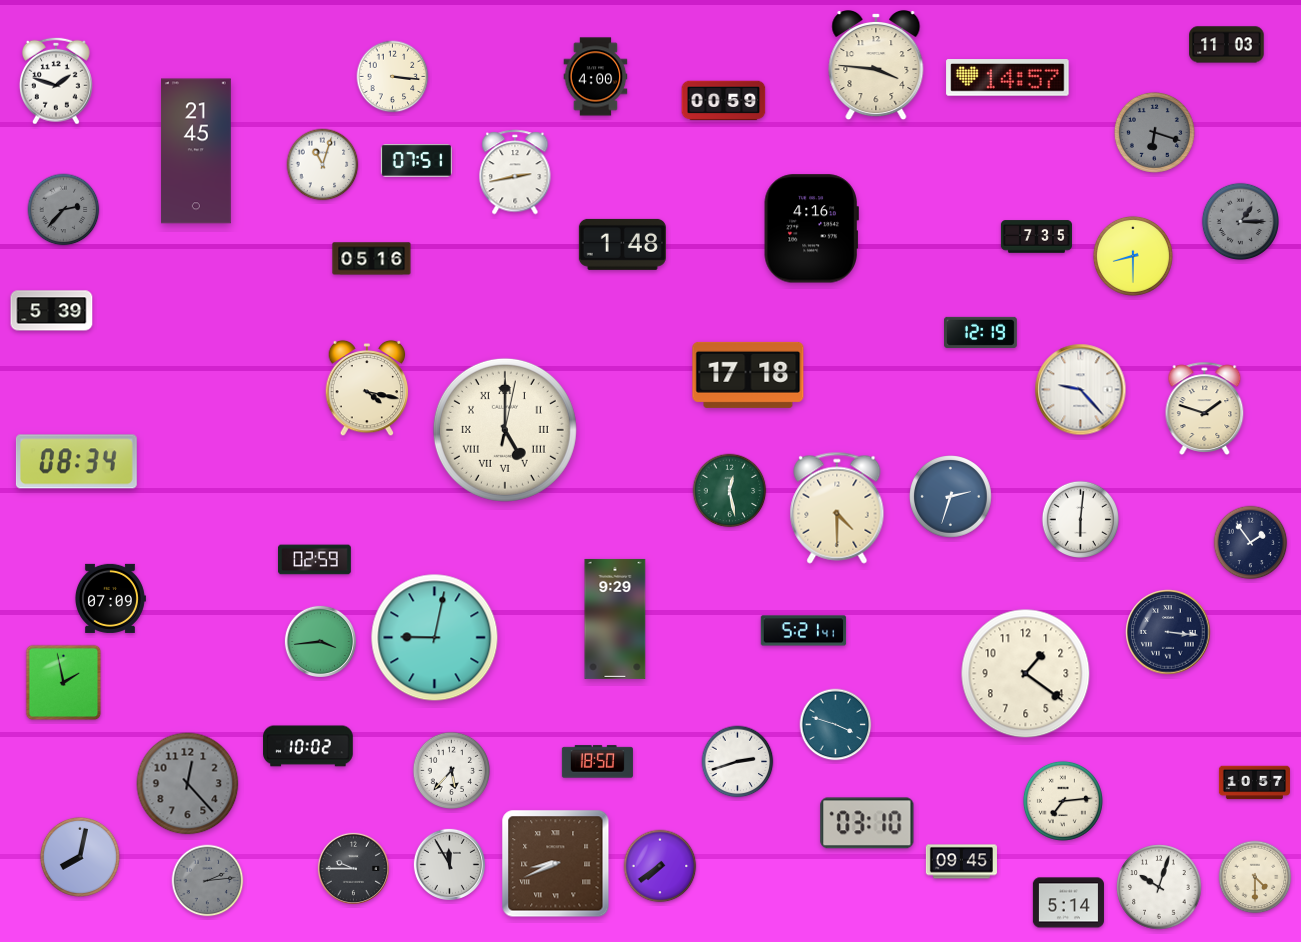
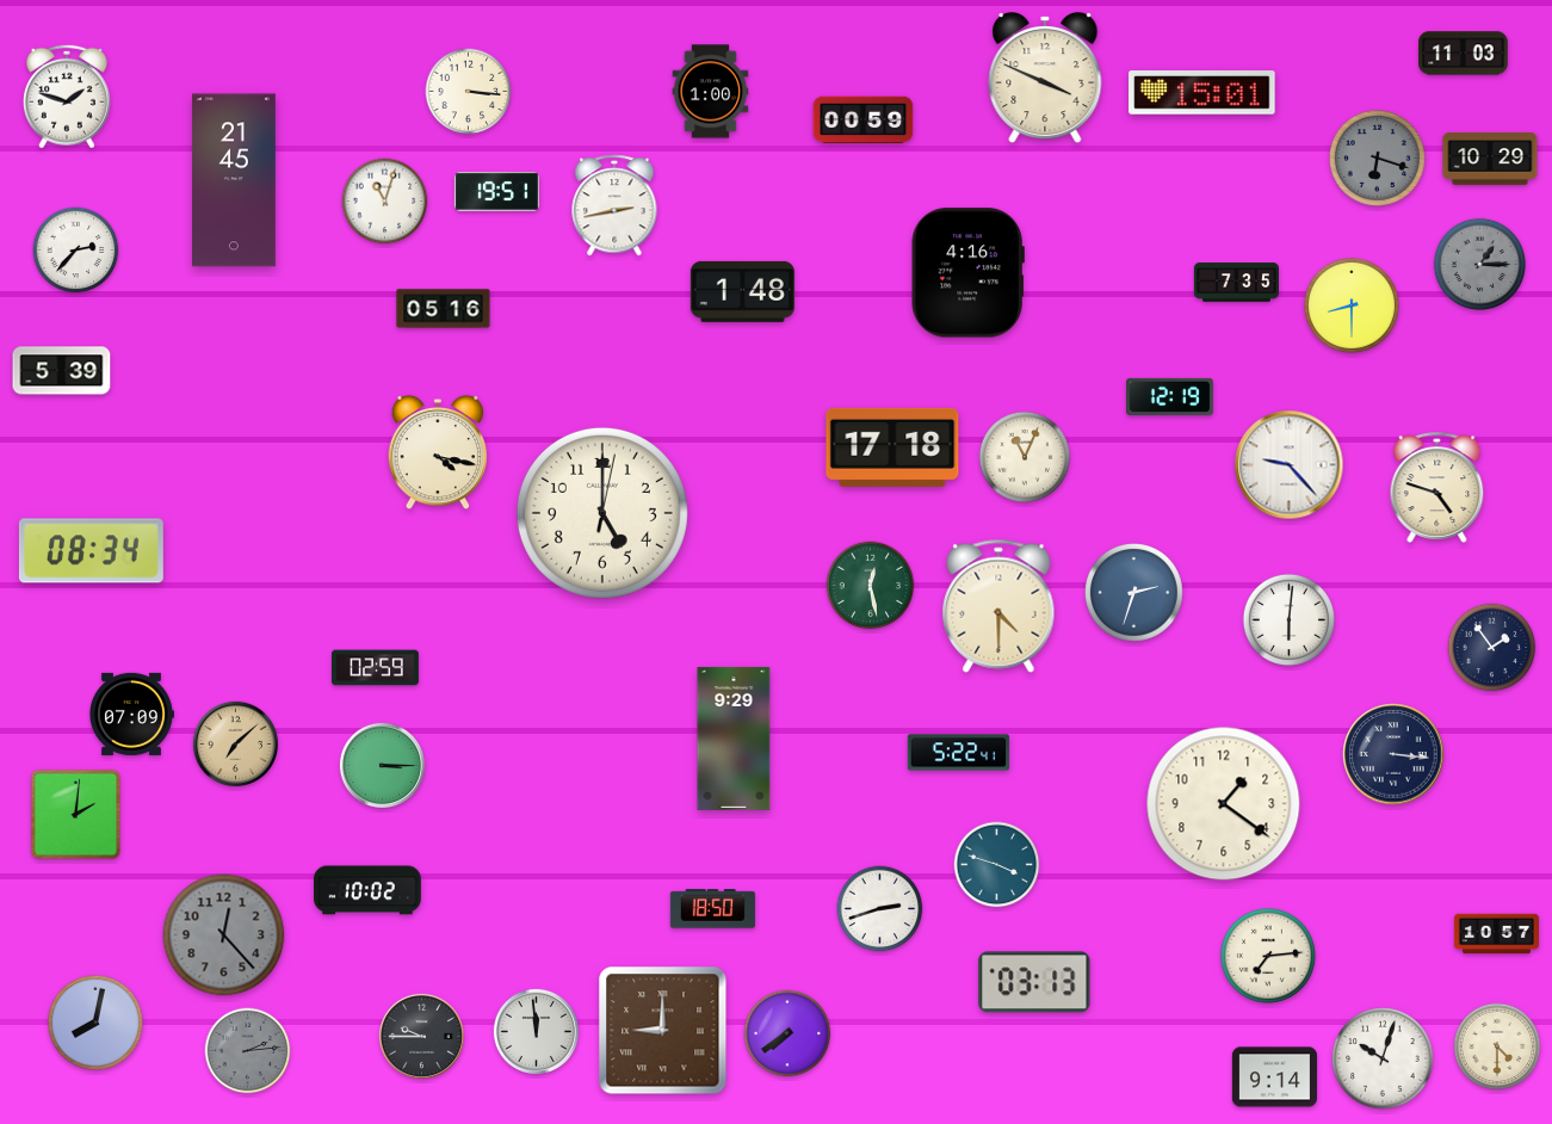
clock at (876, 66): 3:46 -> 3:49
clock at (596, 77): 4:00 -> 1:00
clock at (1008, 78): 14:57 -> 15:01
clock at (1490, 159): none -> 10:29
clock at (416, 161): 07:51 -> 19:51
clock at (323, 165) position: (323, 165) -> (385, 202)
clock at (64, 210) dial: grey -> white
clock at (1025, 457): none -> 11:04
clock at (367, 388) position: (367, 388) -> (438, 452)
clock at (1205, 408): 1:48 -> 4:48
clock at (505, 430) numerals: Roman -> Arabic
clock at (235, 743): none -> 7:08
clock at (804, 631): 5:21 -> 5:22
clock at (435, 638): 9:02 -> none
clock at (320, 641): 3:44 -> 3:15
clock at (64, 683): 1:58 -> 2:01
clock at (451, 770): 5:37 -> none
clock at (867, 823): 03:10 -> 03:13
clock at (961, 862): 09:45 -> none
clock at (449, 864): 11:55 -> 11:59
clock at (556, 864): 8:41 -> 9:00
clock at (1068, 903): 5:14 -> 9:14
